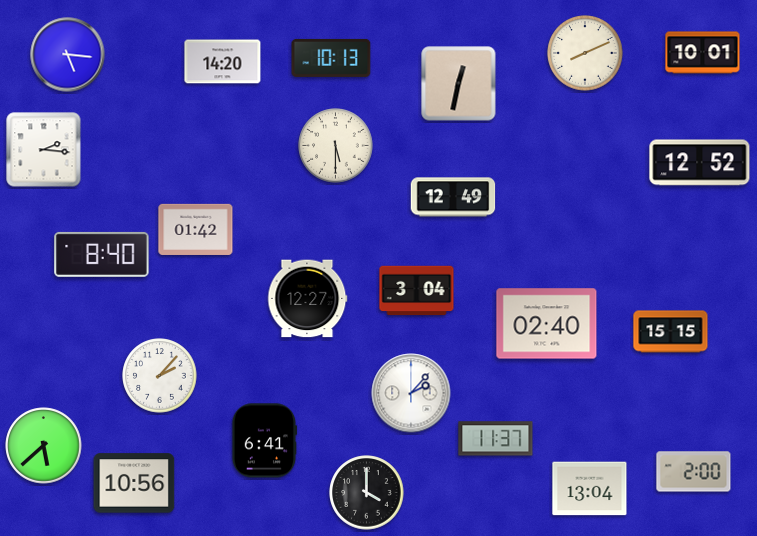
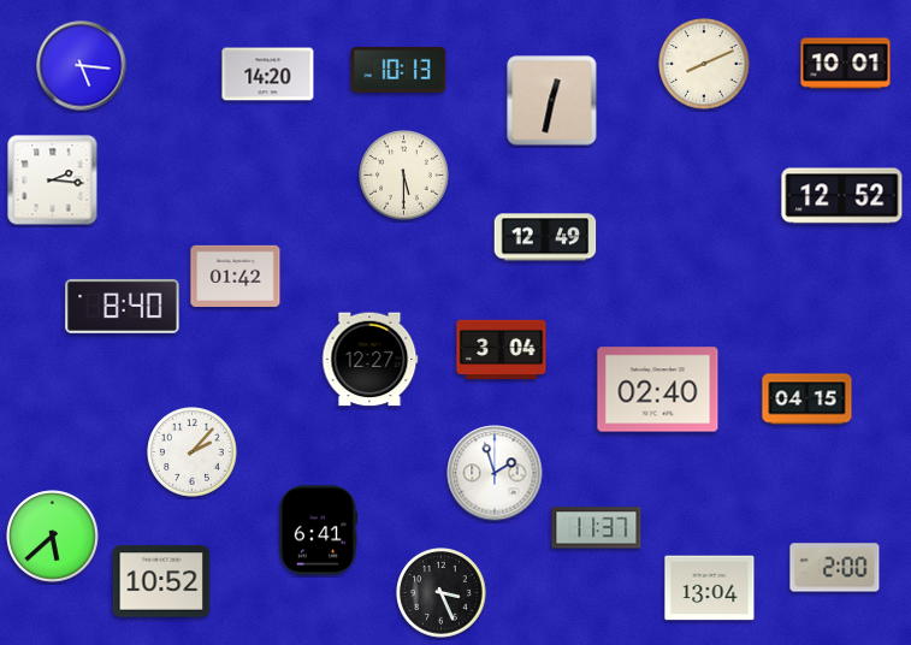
clock at (671, 332): 15:15 -> 04:15
clock at (411, 393): 2:07 -> 1:57
clock at (134, 483): 10:56 -> 10:52
clock at (367, 493): 4:00 -> 3:26
